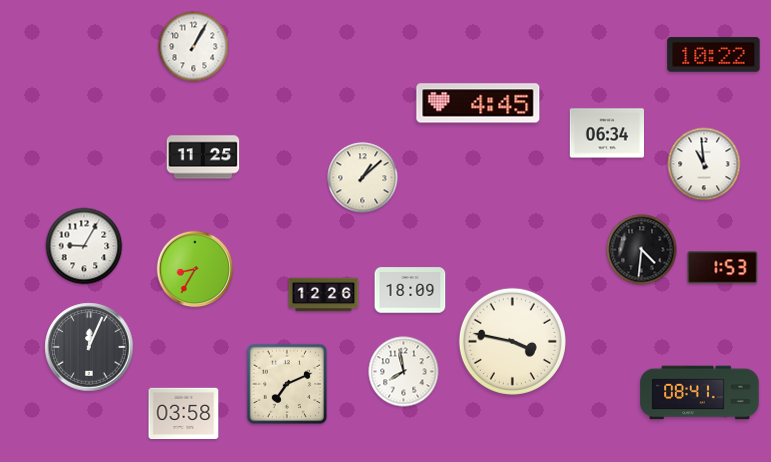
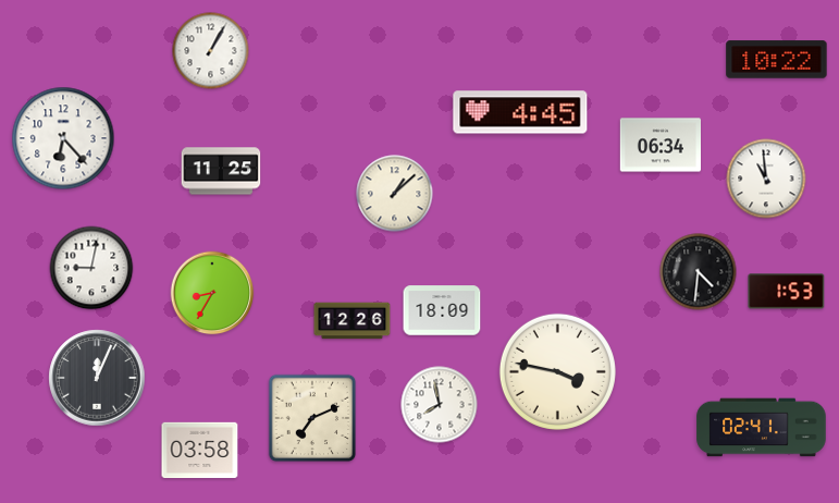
clock at (63, 138): none -> 6:23
clock at (84, 246): 9:05 -> 9:02
clock at (410, 290) position: (410, 290) -> (442, 310)
clock at (700, 393): 08:41 -> 02:41
